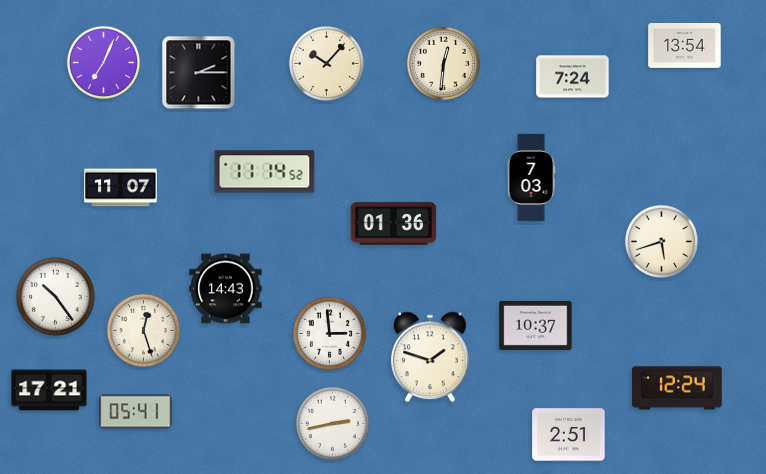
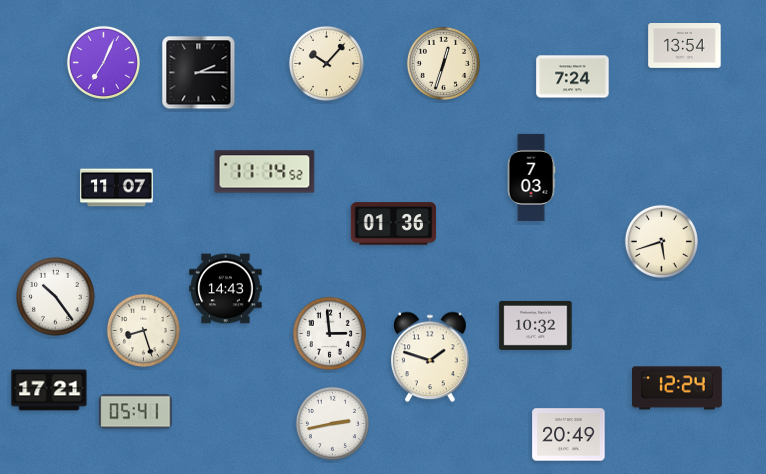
clock at (443, 63): 12:31 -> 12:33
clock at (121, 188) position: (121, 188) -> (117, 188)
clock at (536, 325): 10:37 -> 10:32
clock at (143, 330): 12:27 -> 8:27
clock at (569, 435): 2:51 -> 20:49
